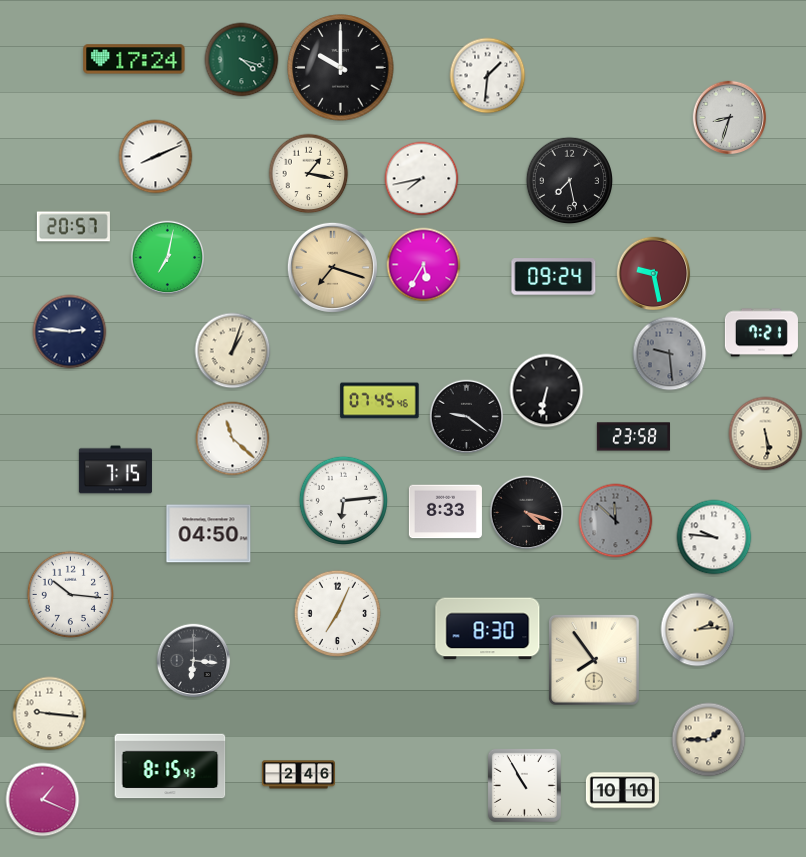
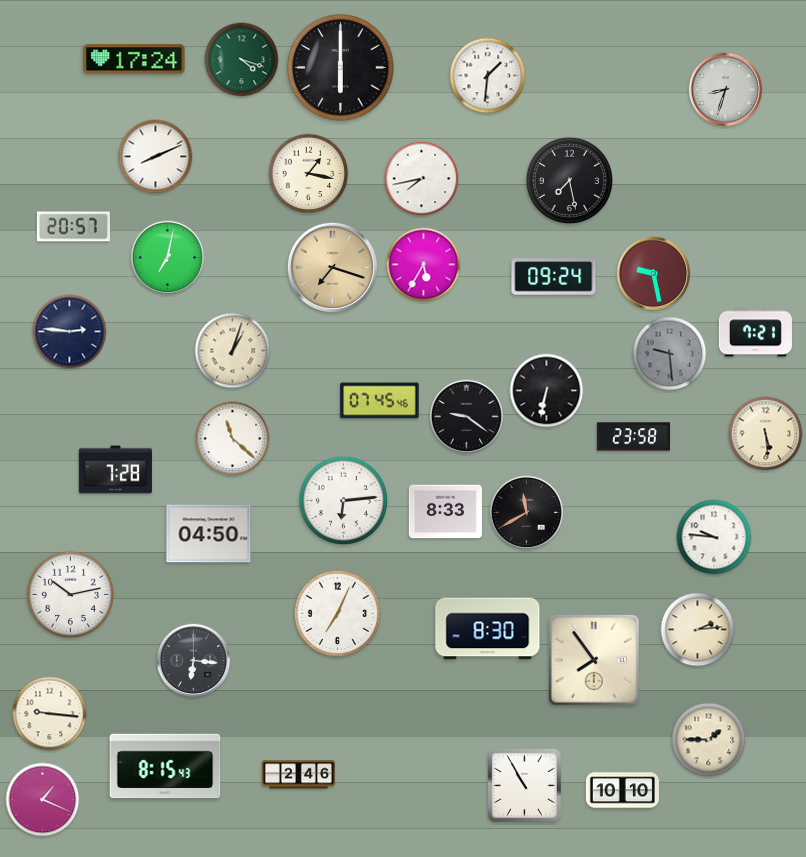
clock at (341, 68): 10:00 -> 6:00
clock at (730, 118) position: (730, 118) -> (726, 90)
clock at (761, 333) position: (761, 333) -> (755, 333)
clock at (115, 470): 7:15 -> 7:28
clock at (527, 513): 4:18 -> 11:40
clock at (616, 521): 11:52 -> none
clock at (70, 594): 10:16 -> 10:13
clock at (170, 766) position: (170, 766) -> (165, 766)
